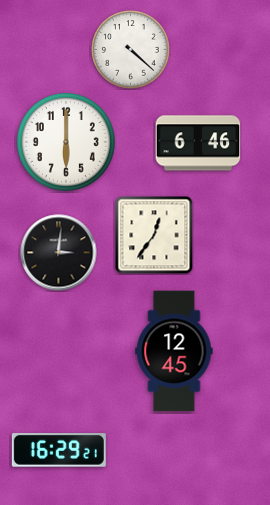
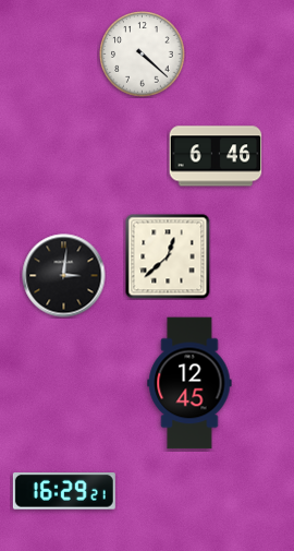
clock at (66, 142): 6:00 -> none
clock at (154, 235): 12:36 -> 12:38
